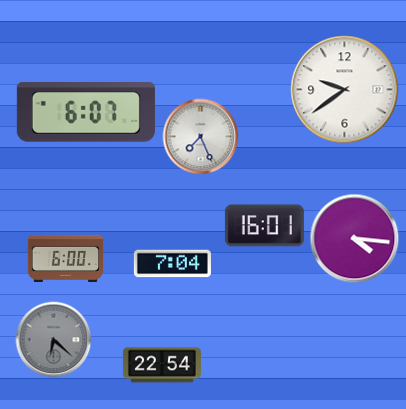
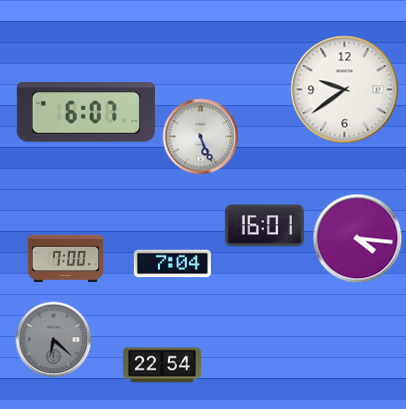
clock at (201, 137): 7:26 -> 5:26
clock at (355, 239) position: (355, 239) -> (358, 239)
clock at (66, 258): 6:00 -> 7:00
